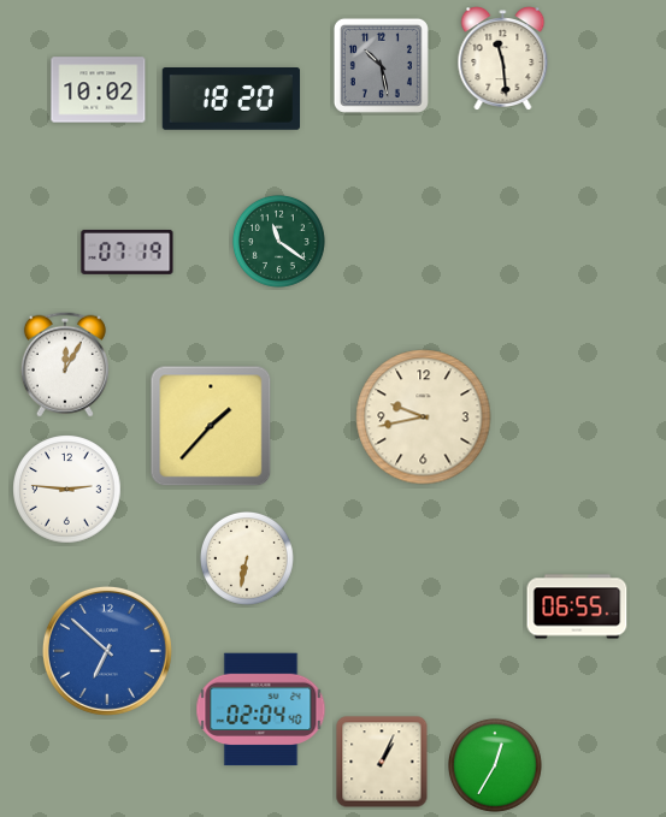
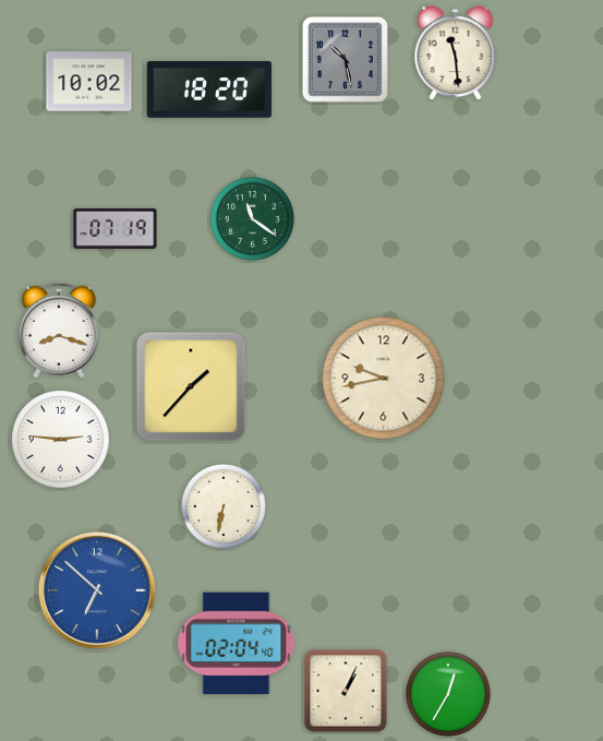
clock at (65, 365): 12:05 -> 8:18
clock at (67, 490) position: (67, 490) -> (61, 440)
clock at (577, 606): 06:55 -> none
